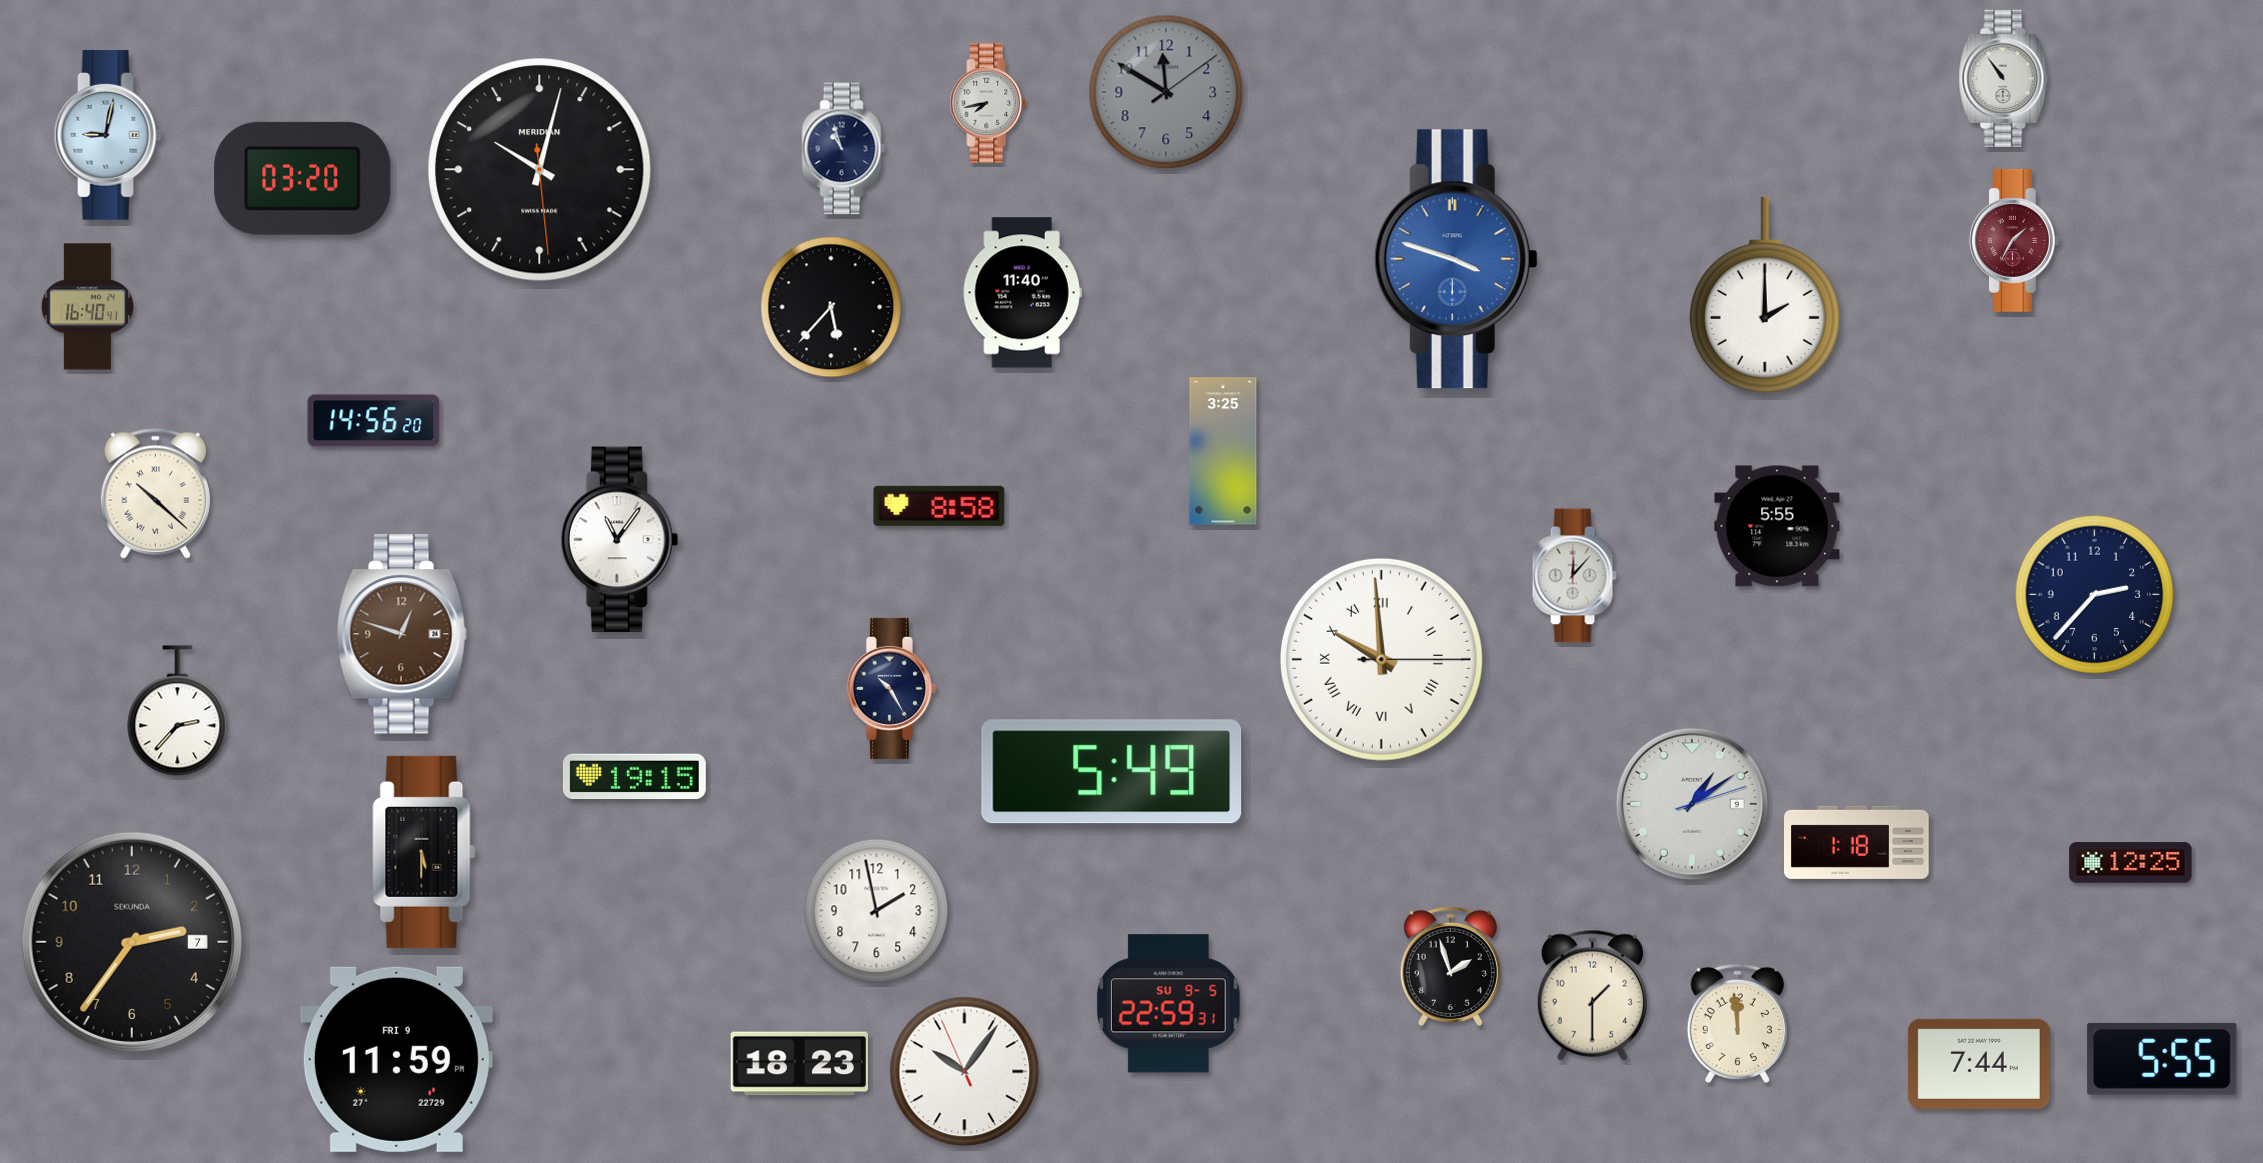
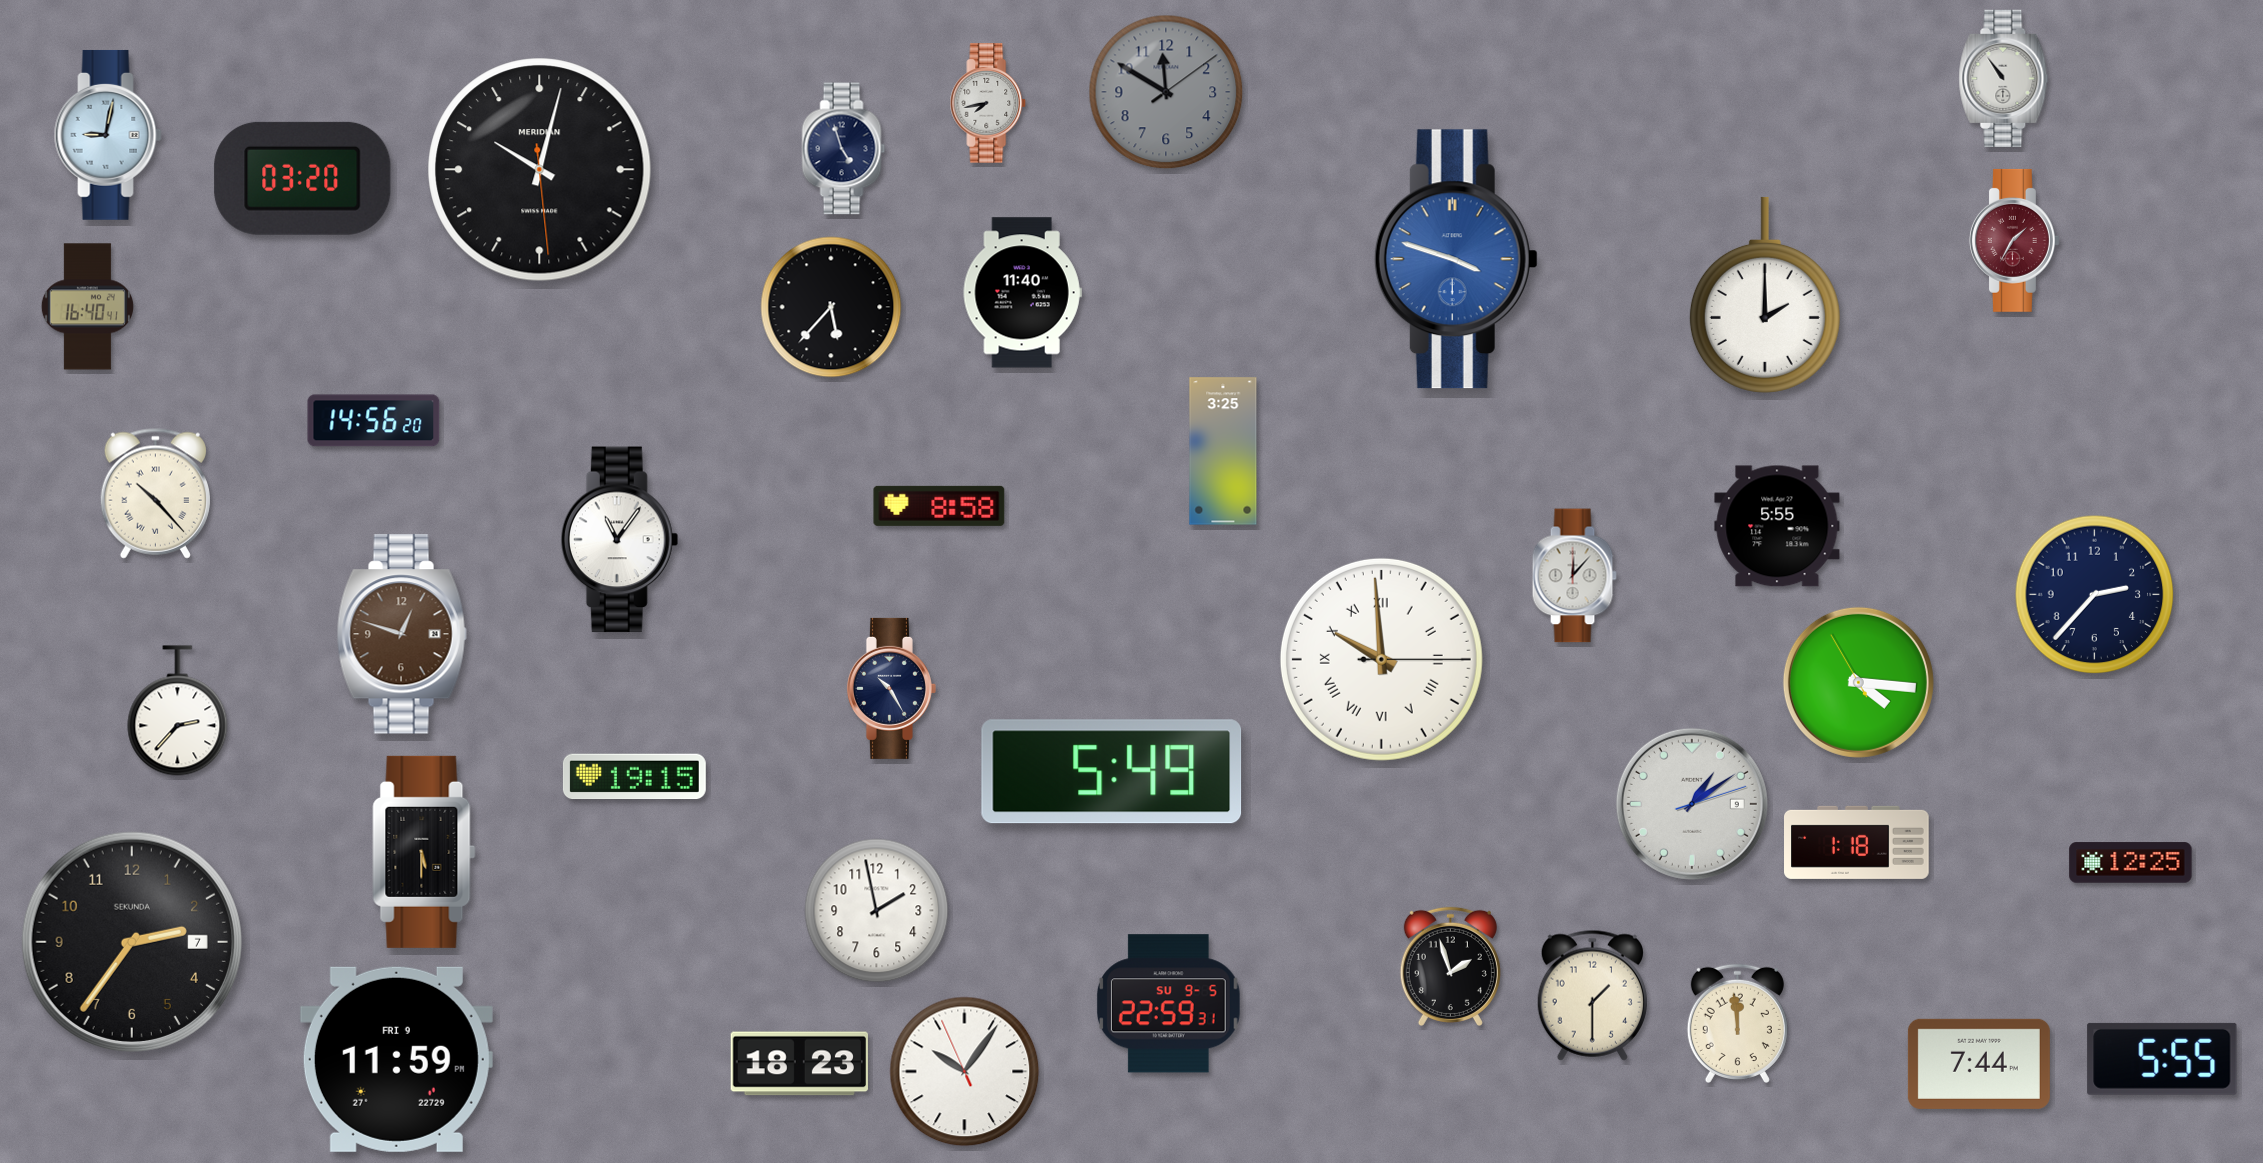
clock at (844, 149): 10:57 -> 4:57
clock at (155, 493): 10:22 -> 10:23
clock at (1858, 682): none -> 4:15
